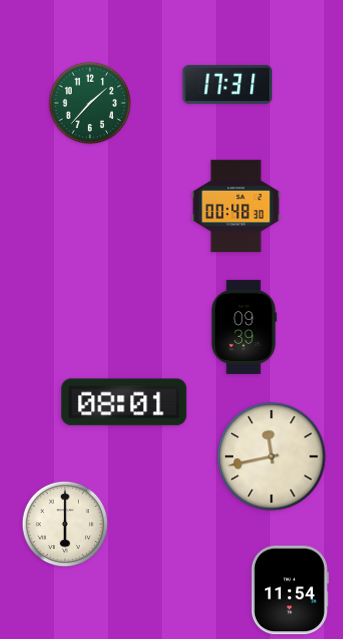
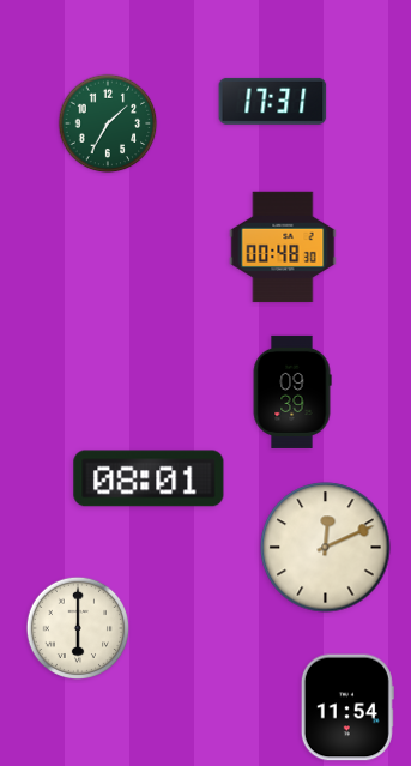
clock at (90, 103): 1:37 -> 1:35
clock at (124, 402) position: (124, 402) -> (149, 478)
clock at (272, 457): 11:43 -> 12:11
